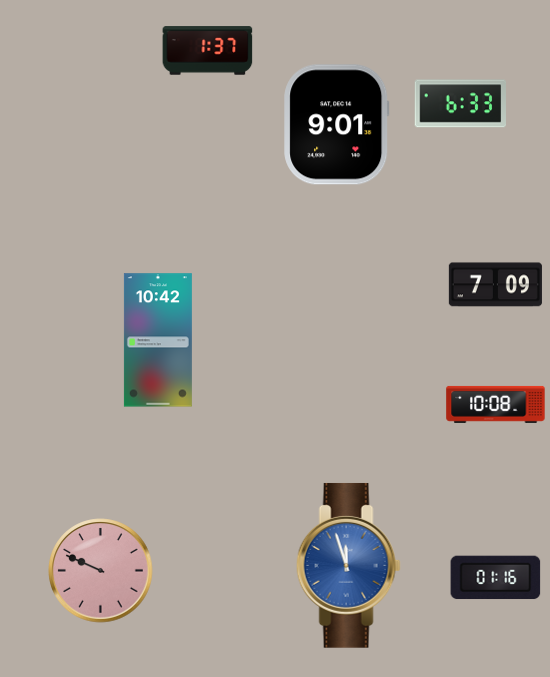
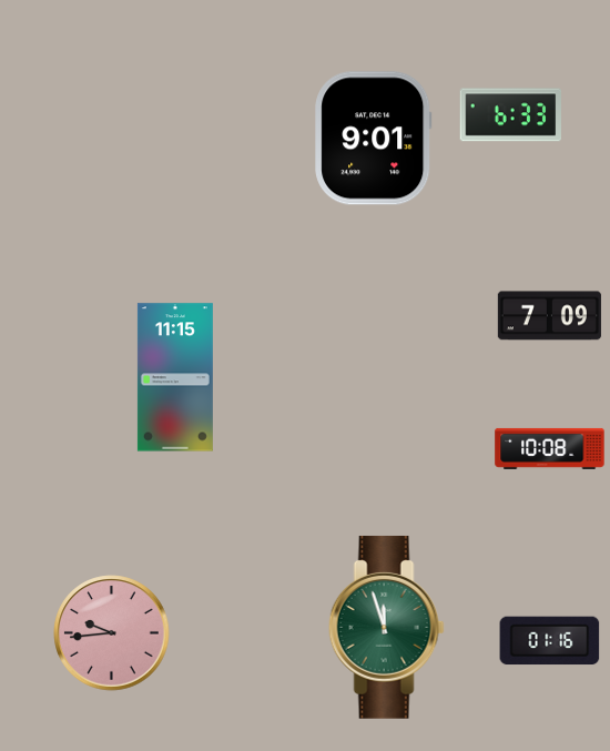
clock at (208, 51): 1:37 -> none
clock at (158, 340): 10:42 -> 11:15
clock at (348, 566) dial: blue -> green
clock at (101, 571): 9:49 -> 9:44
